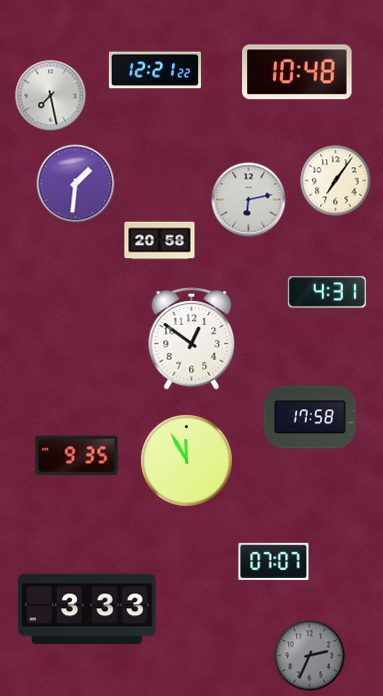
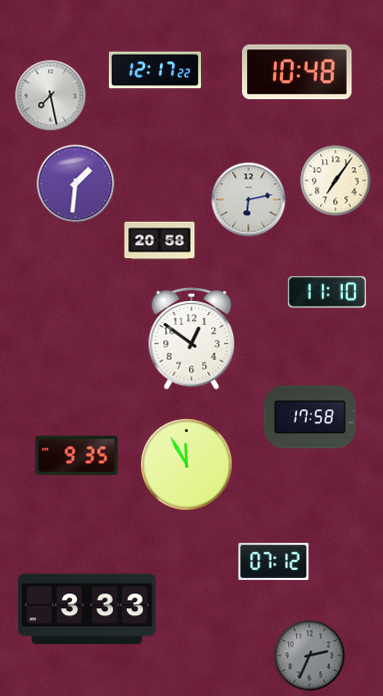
clock at (155, 70): 12:21 -> 12:17
clock at (327, 292): 4:31 -> 11:10
clock at (187, 461) position: (187, 461) -> (187, 465)
clock at (274, 561): 07:07 -> 07:12
